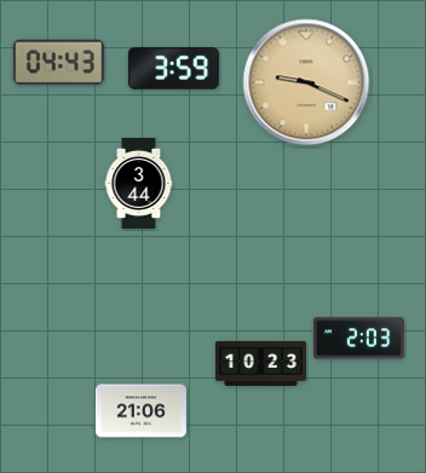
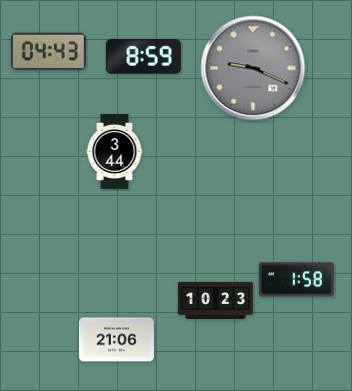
clock at (173, 69): 3:59 -> 8:59
clock at (306, 82) dial: champagne -> grey
clock at (358, 339): 2:03 -> 1:58
